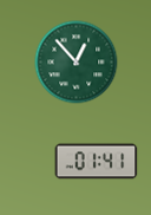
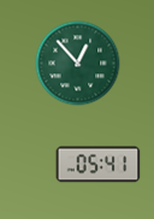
clock at (97, 162): 01:41 -> 05:41
